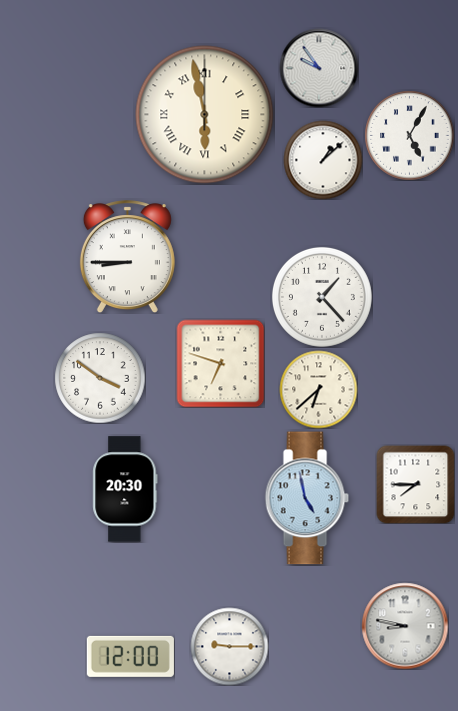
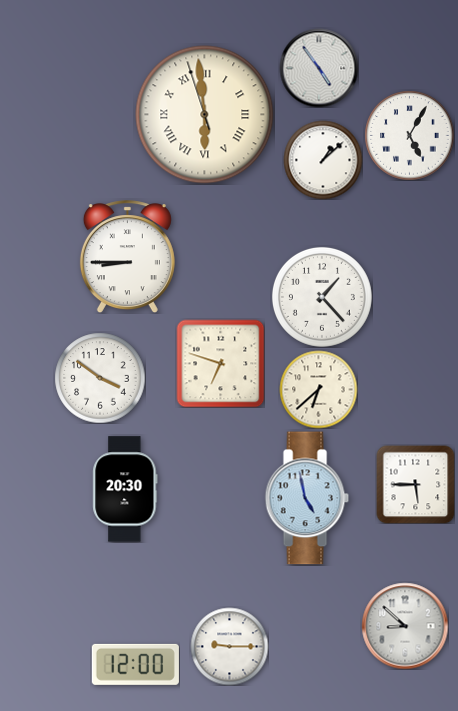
clock at (319, 68): 9:54 -> 4:54
clock at (205, 115): 5:58:00 -> 5:58:57
clock at (415, 484): 7:45 -> 5:45
clock at (405, 626): 8:47 -> 8:52
clock at (130, 656) position: (130, 656) -> (135, 664)
